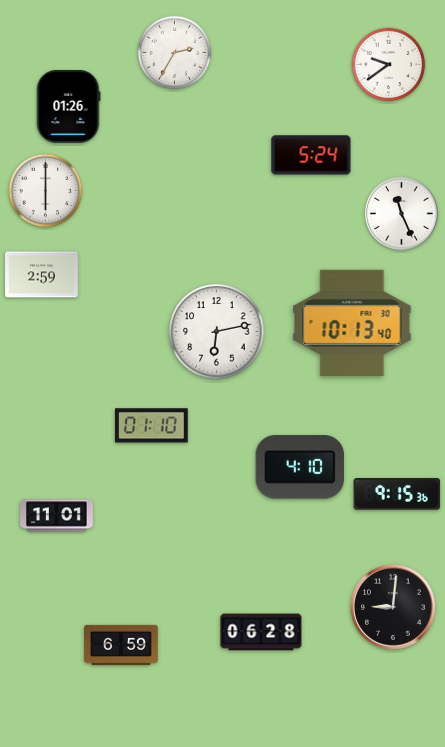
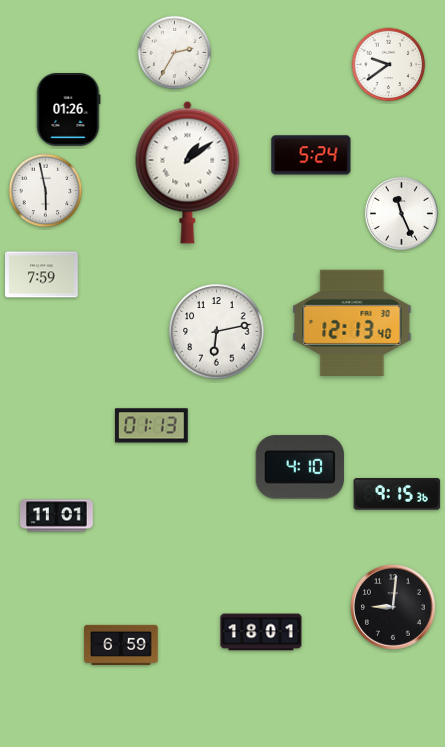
clock at (68, 107) position: (68, 107) -> (68, 110)
clock at (188, 172): none -> 1:09
clock at (46, 191): 6:00 -> 5:58
clock at (42, 275): 2:59 -> 7:59
clock at (352, 323): 10:13 -> 12:13
clock at (151, 426): 01:10 -> 01:13
clock at (261, 632): 06:28 -> 18:01
